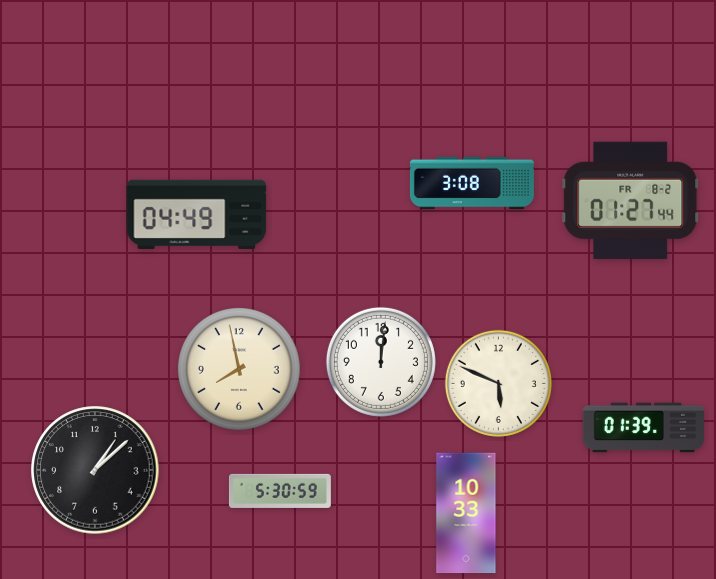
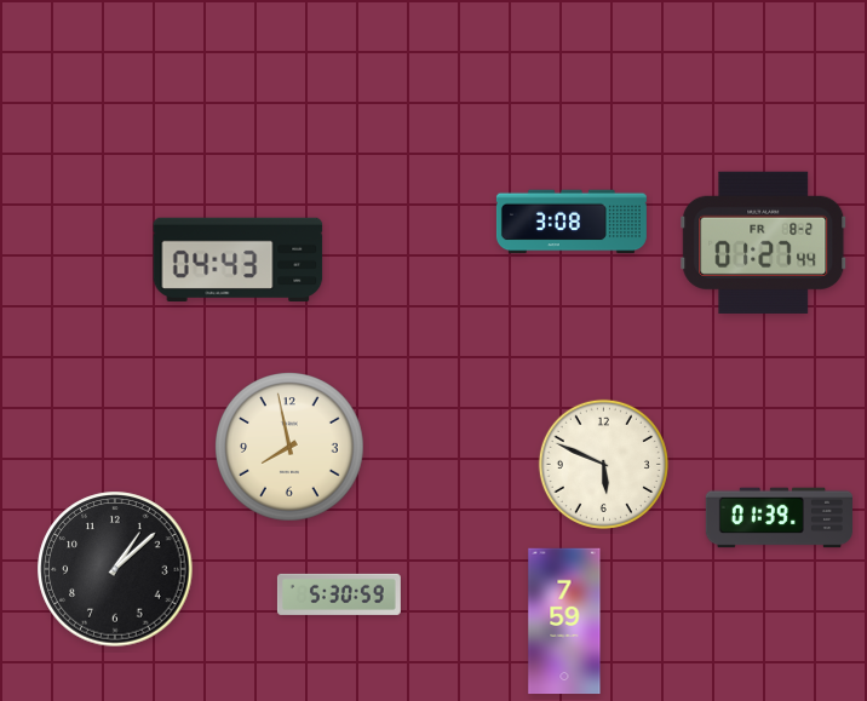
clock at (197, 214): 04:49 -> 04:43
clock at (381, 362): 12:01 -> none
clock at (466, 513): 10:33 -> 7:59
